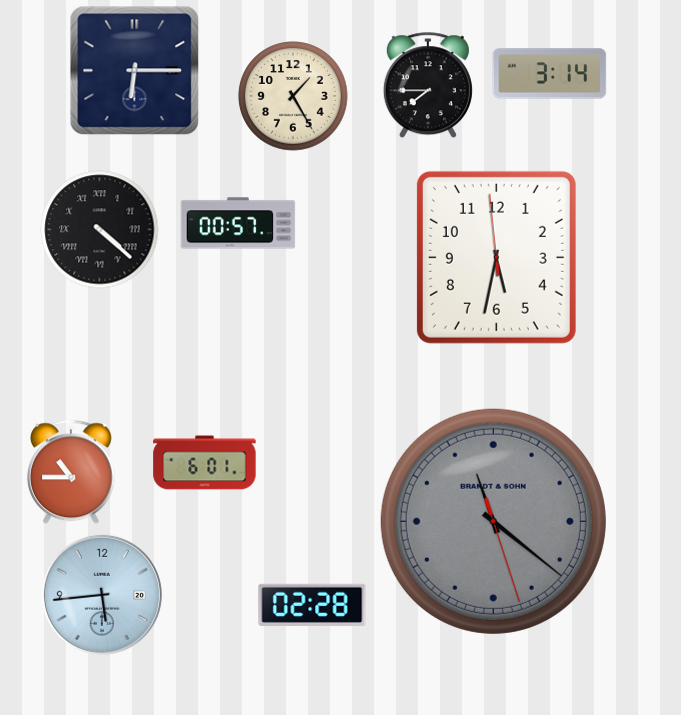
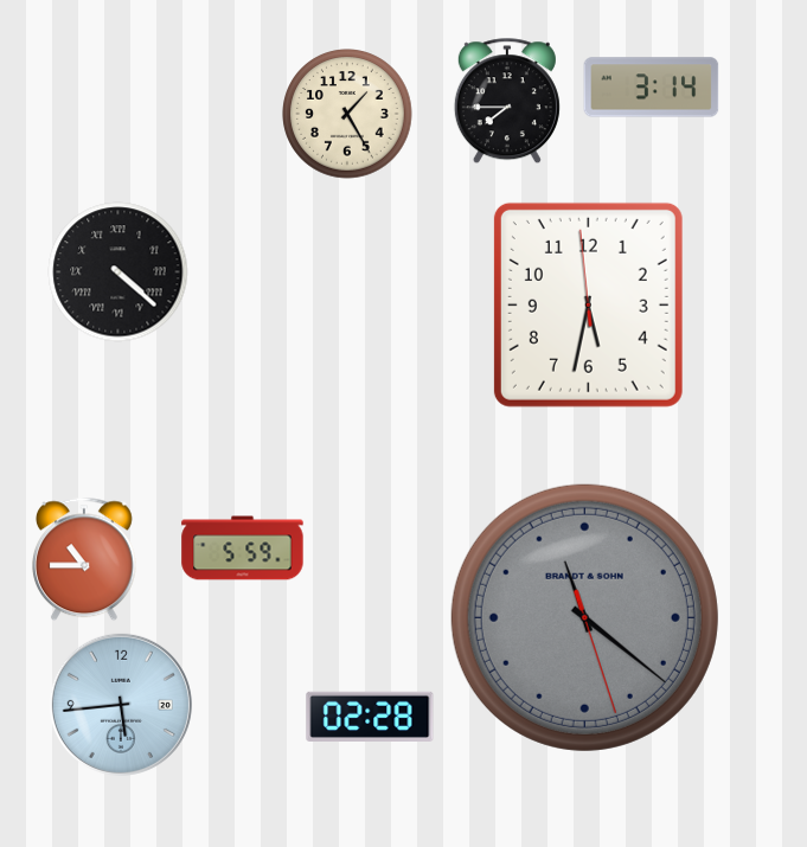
clock at (135, 71): 6:15 -> none
clock at (238, 223): 00:57 -> none
clock at (205, 463): 6:01 -> 5:59
